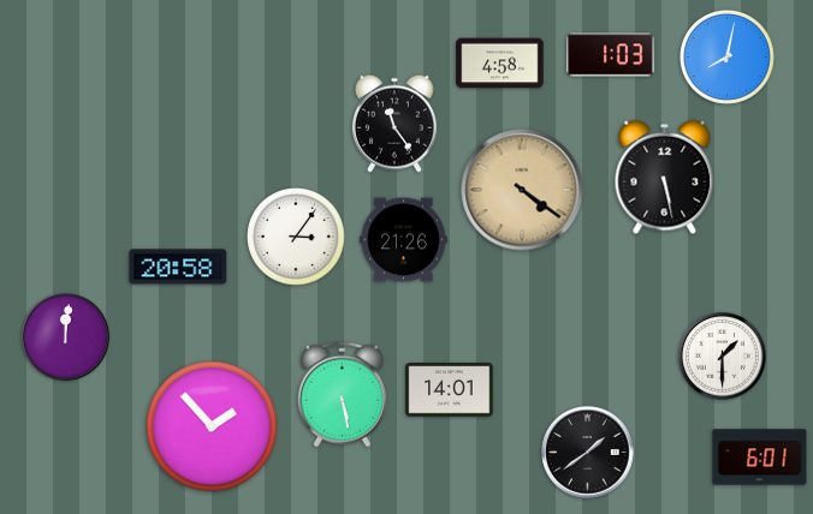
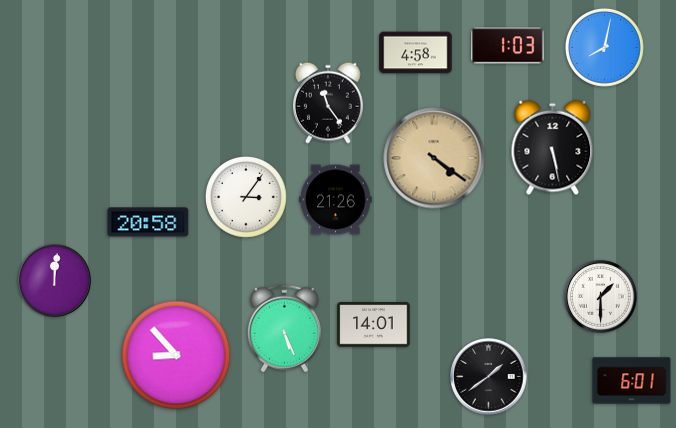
clock at (342, 395): 5:28 -> 5:26
clock at (212, 426): 1:53 -> 8:53
